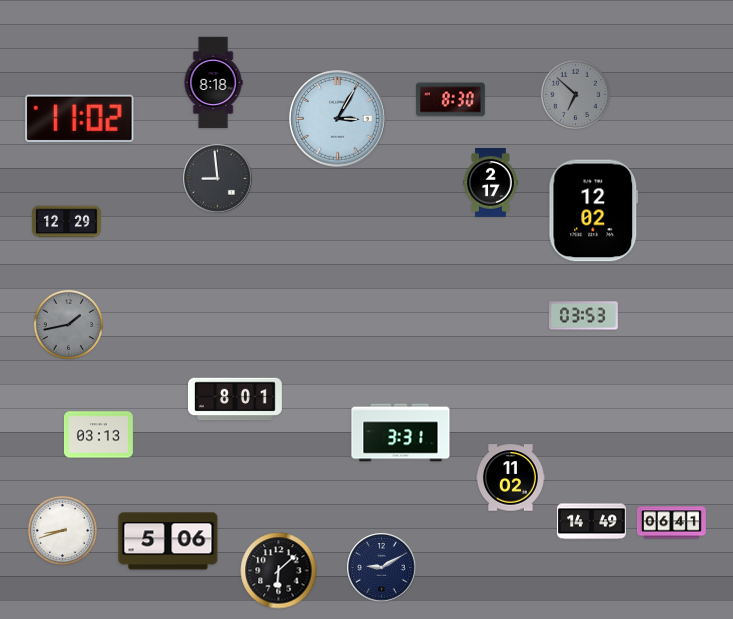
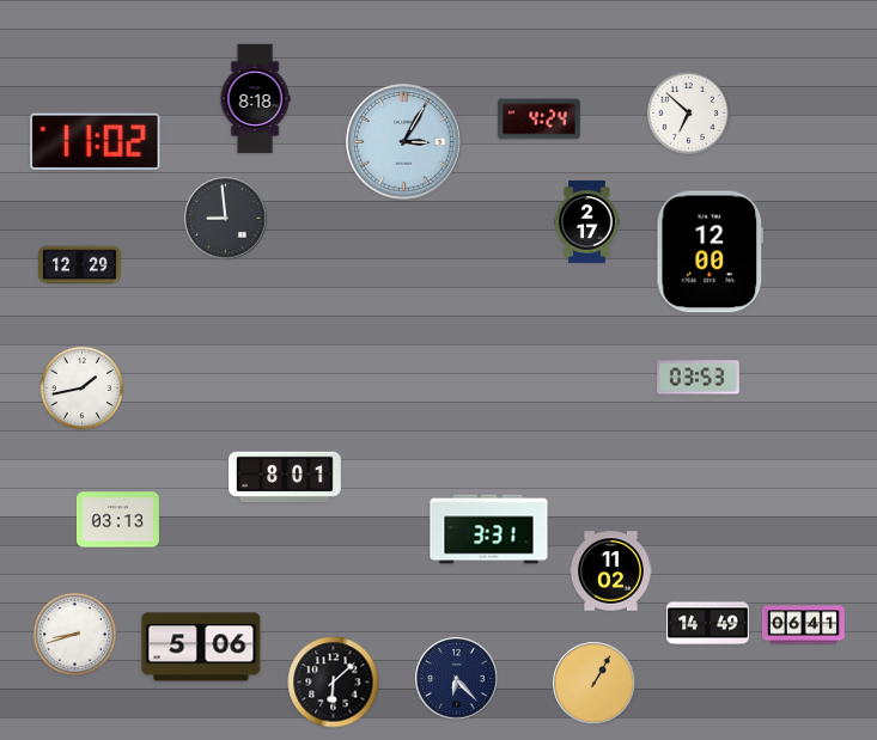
clock at (576, 95) dial: grey -> white
clock at (450, 100): 8:30 -> 4:24
clock at (218, 179) position: (218, 179) -> (226, 219)
clock at (491, 183) position: (491, 183) -> (587, 222)
clock at (594, 211): 12:02 -> 12:00
clock at (69, 325) dial: grey -> white
clock at (235, 399) position: (235, 399) -> (285, 477)
clock at (401, 433) position: (401, 433) -> (489, 530)
clock at (382, 568): 9:10 -> 6:23
clock at (595, 684): none -> 1:05
